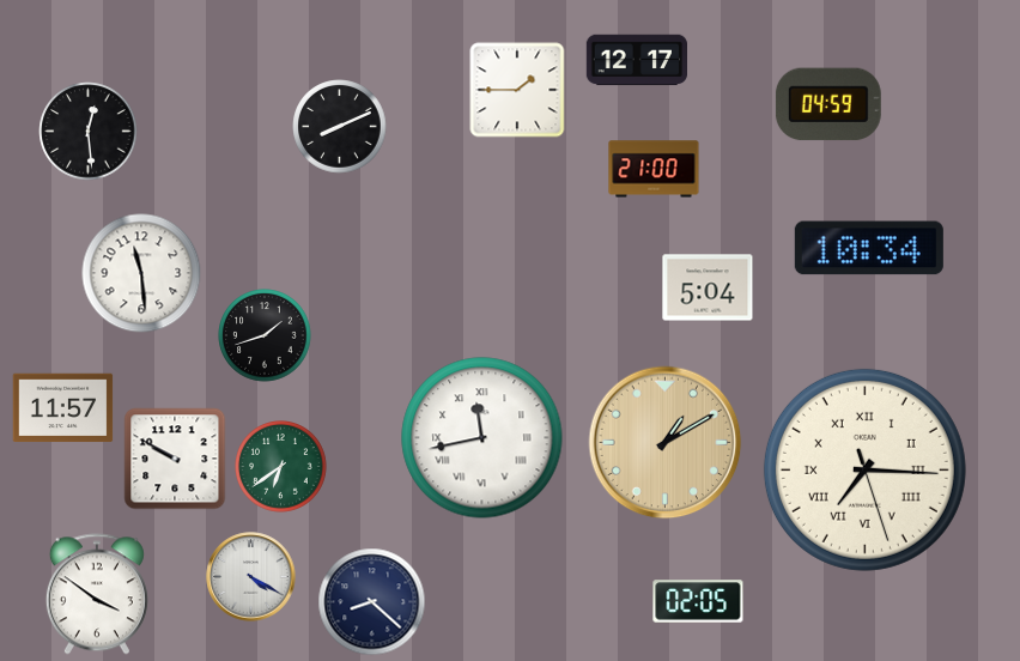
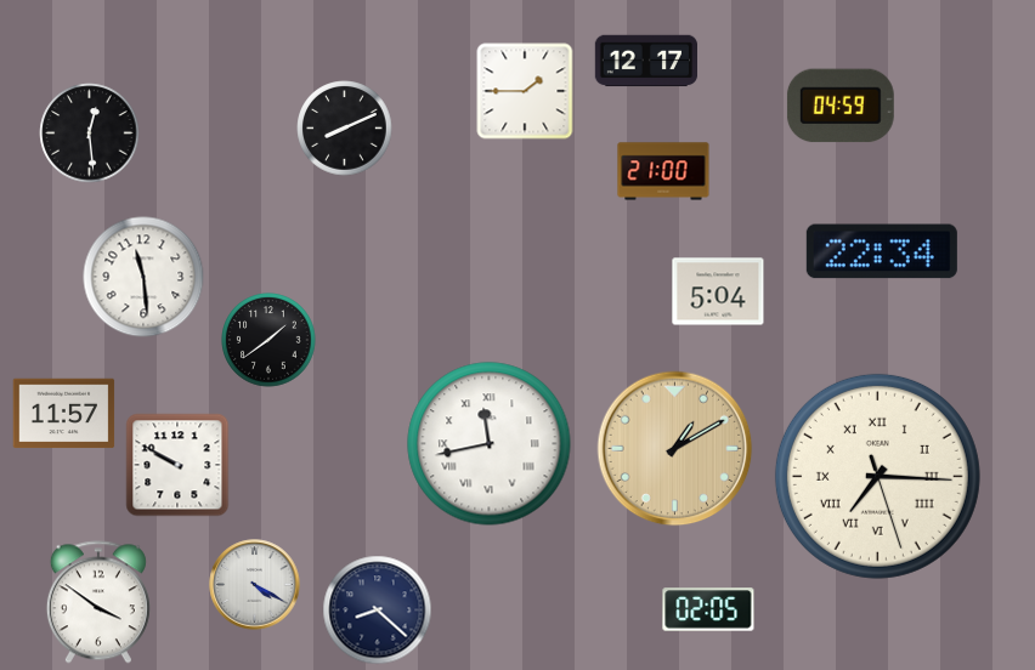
clock at (869, 248): 10:34 -> 22:34
clock at (265, 335): 1:42 -> 1:39
clock at (281, 467): 6:39 -> none
